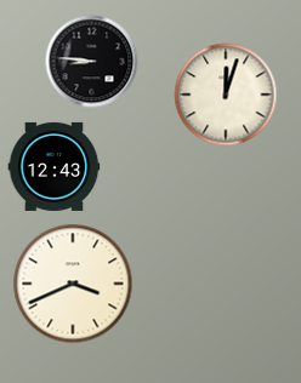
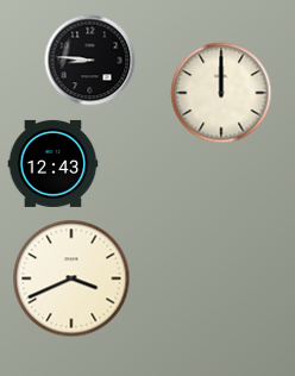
clock at (226, 95): 12:03 -> 12:00
